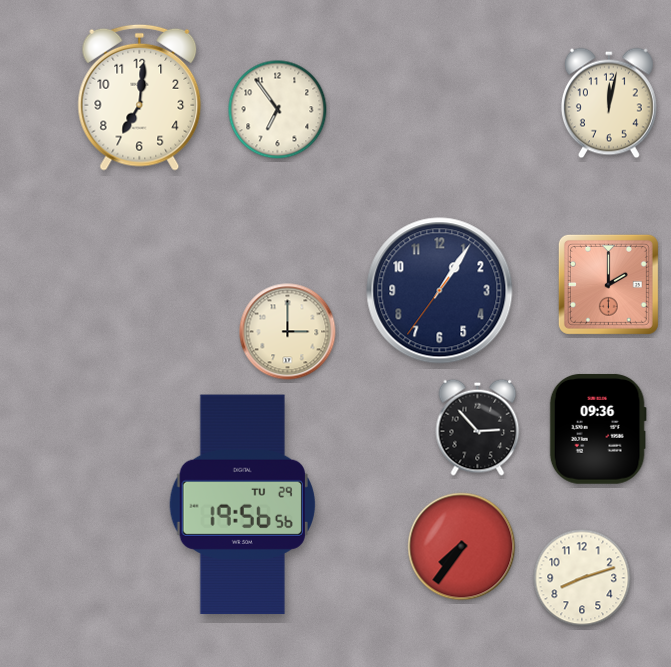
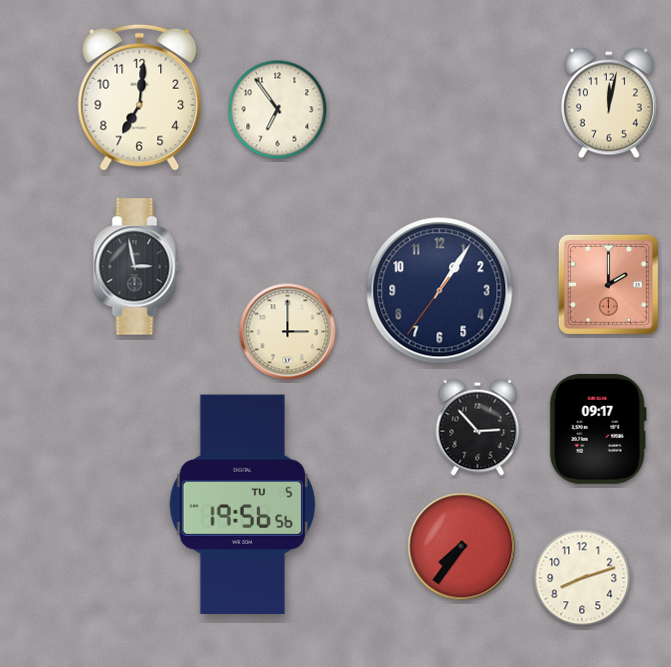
clock at (137, 267): none -> 2:58
clock at (598, 429): 09:36 -> 09:17
clock at (242, 505) date: TU 29 -> TU 5
